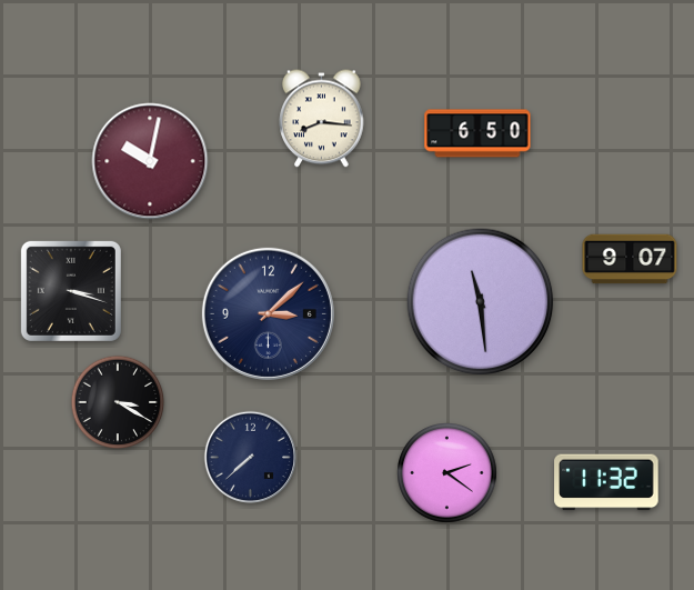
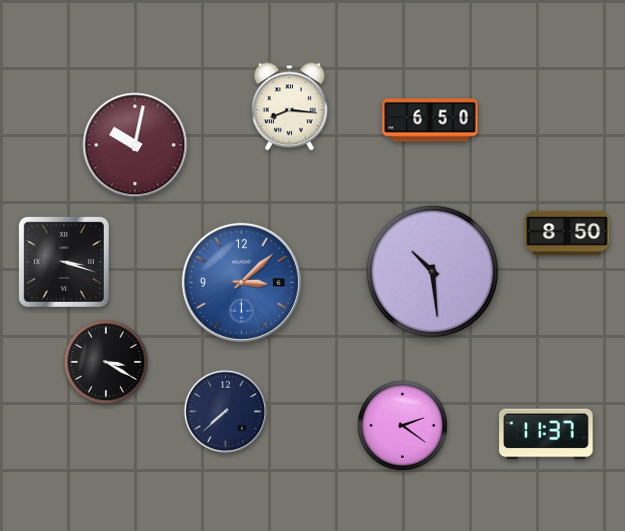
clock at (630, 259): 9:07 -> 8:50
clock at (481, 302): 11:29 -> 10:29
clock at (268, 313) dial: navy -> blue
clock at (606, 482): 11:32 -> 11:37
